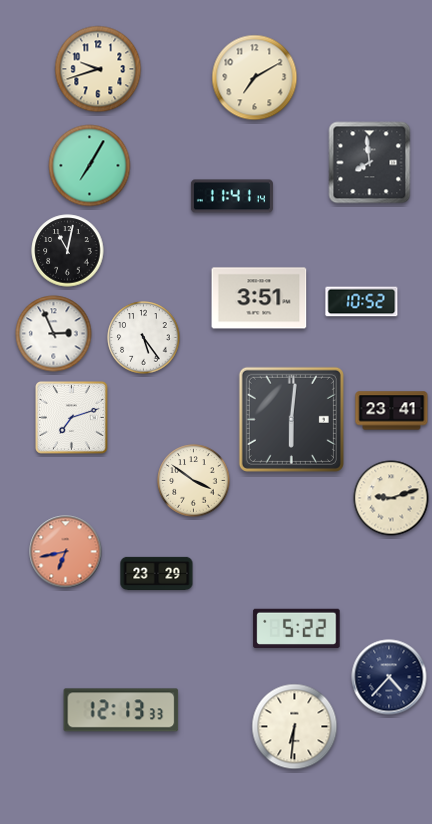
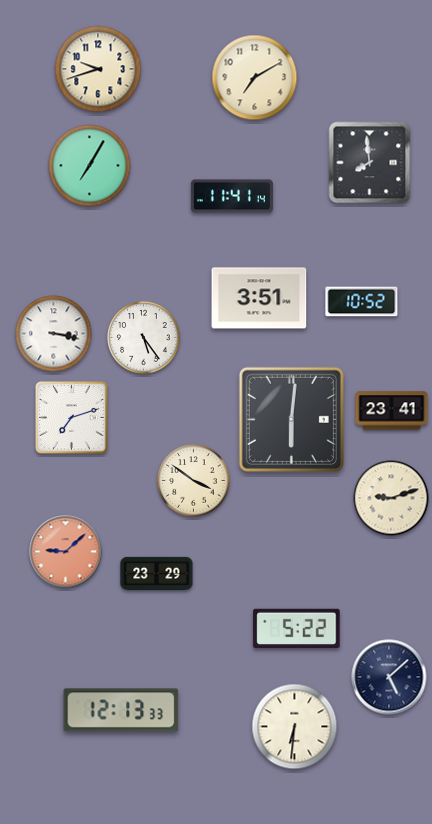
clock at (68, 251): 11:02 -> none
clock at (54, 334): 2:56 -> 3:17
clock at (66, 552): 6:43 -> 9:08
clock at (389, 677): 4:37 -> 5:08
